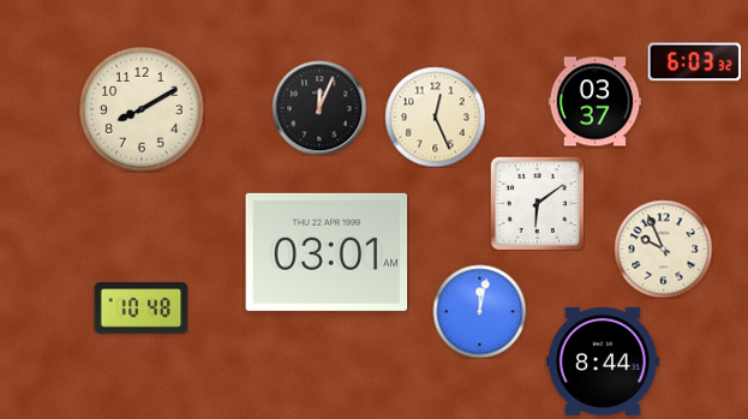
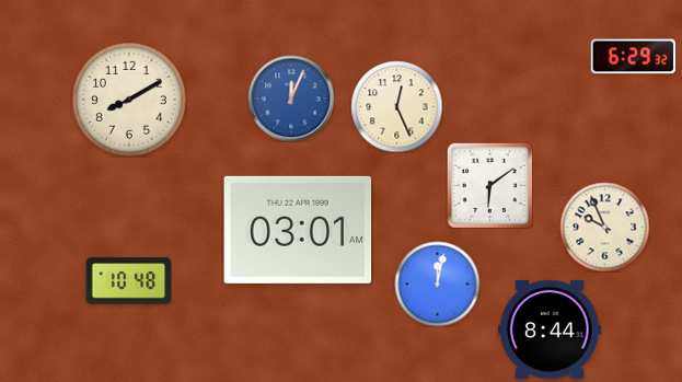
clock at (694, 62): 6:03 -> 6:29
clock at (594, 102): 03:37 -> none
clock at (319, 108) dial: black -> blue
